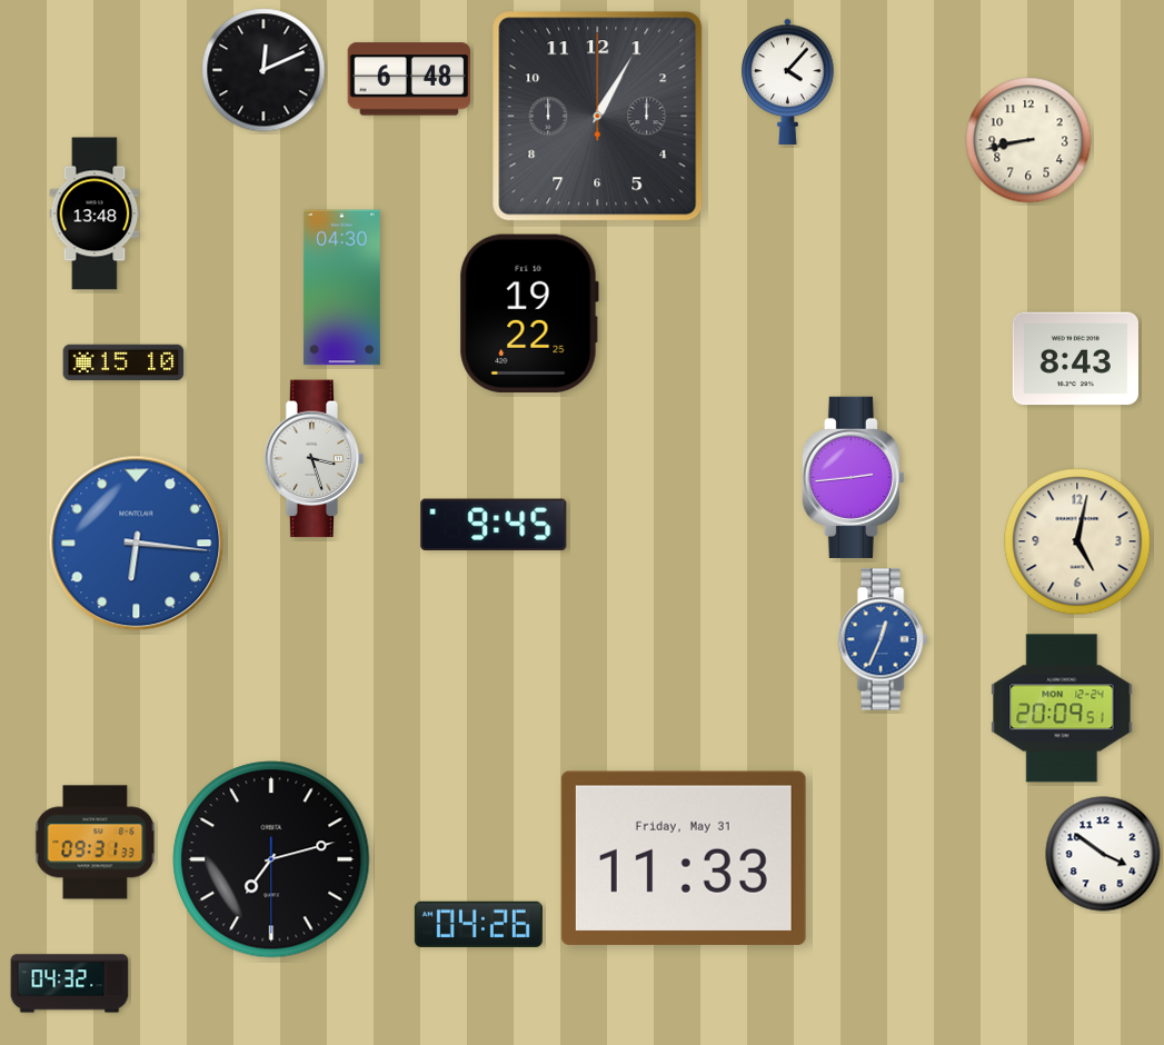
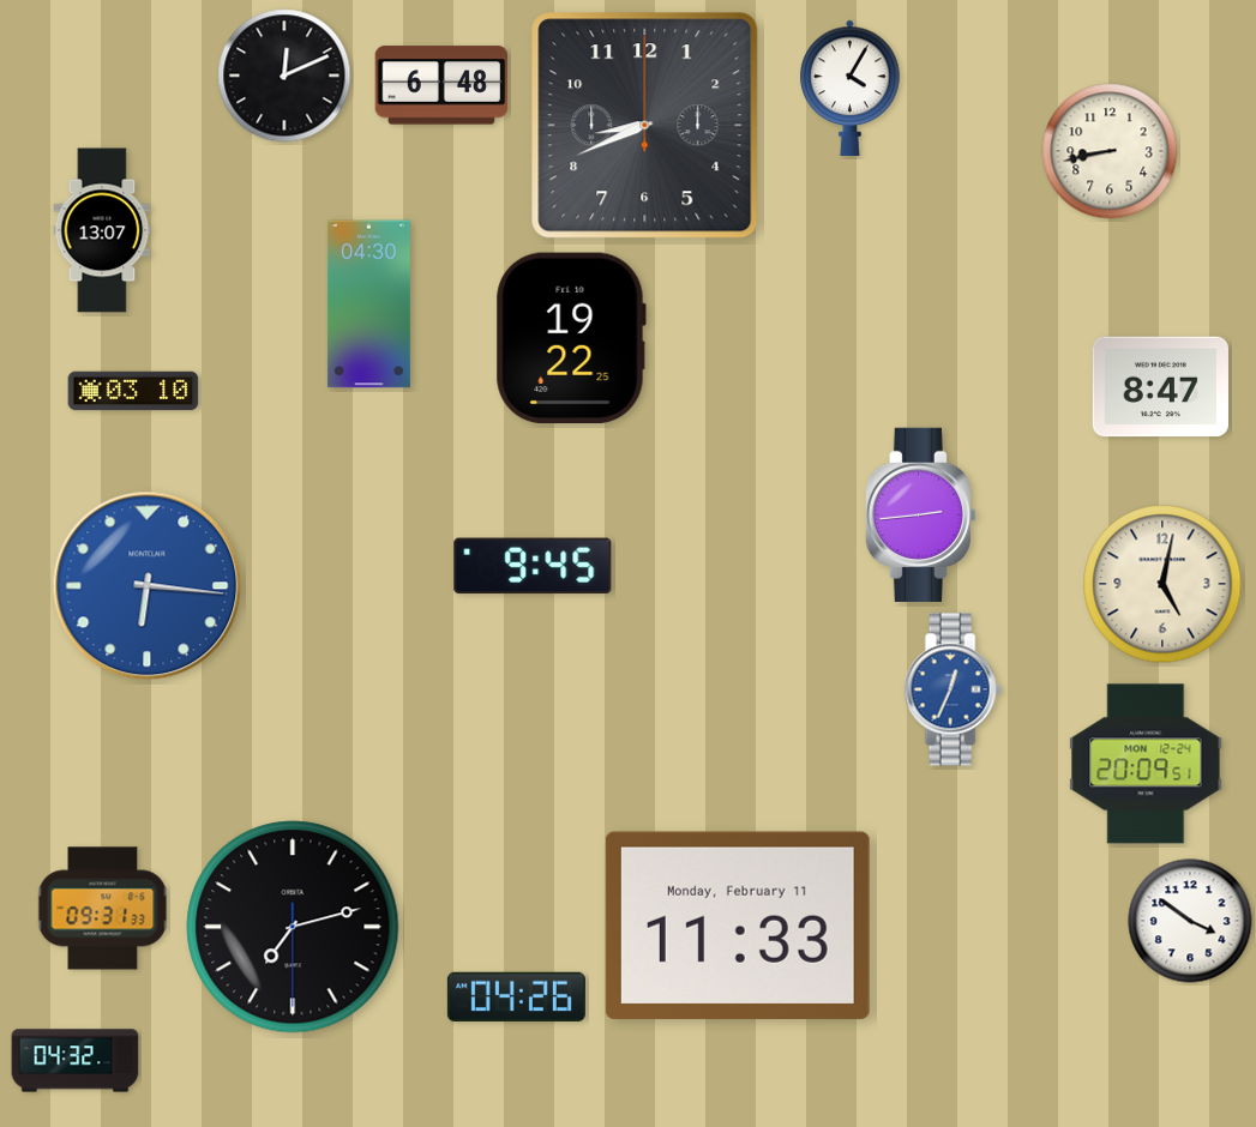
clock at (788, 81): 4:07 -> 4:05
clock at (598, 117): 1:05 -> 8:41
clock at (94, 213): 13:48 -> 13:07
clock at (341, 288) position: (341, 288) -> (368, 305)
clock at (1075, 359): 8:43 -> 8:47
clock at (123, 362): 15:10 -> 03:10
clock at (315, 459): 3:27 -> none
clock at (684, 858) date: Friday, May 31 -> Monday, February 11
